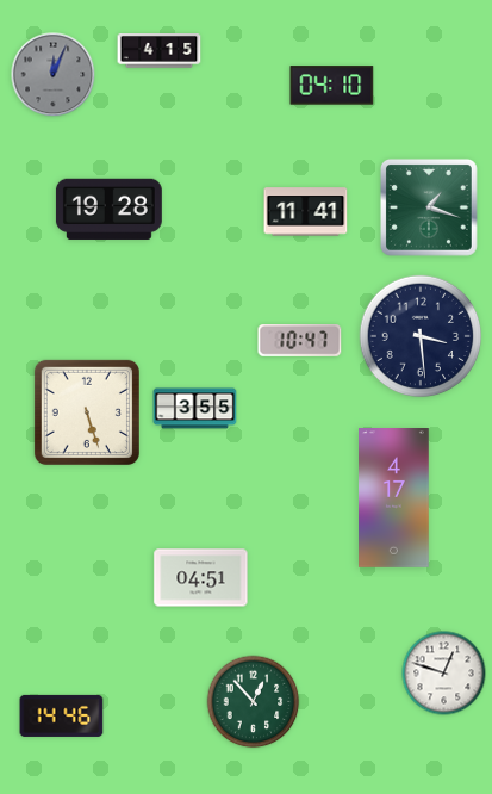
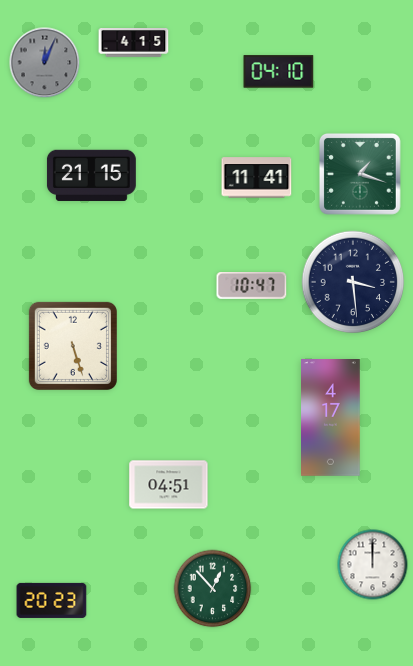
clock at (108, 209): 19:28 -> 21:15
clock at (195, 409): 3:55 -> none
clock at (444, 674): 12:48 -> 12:00
clock at (62, 715): 14:46 -> 20:23
